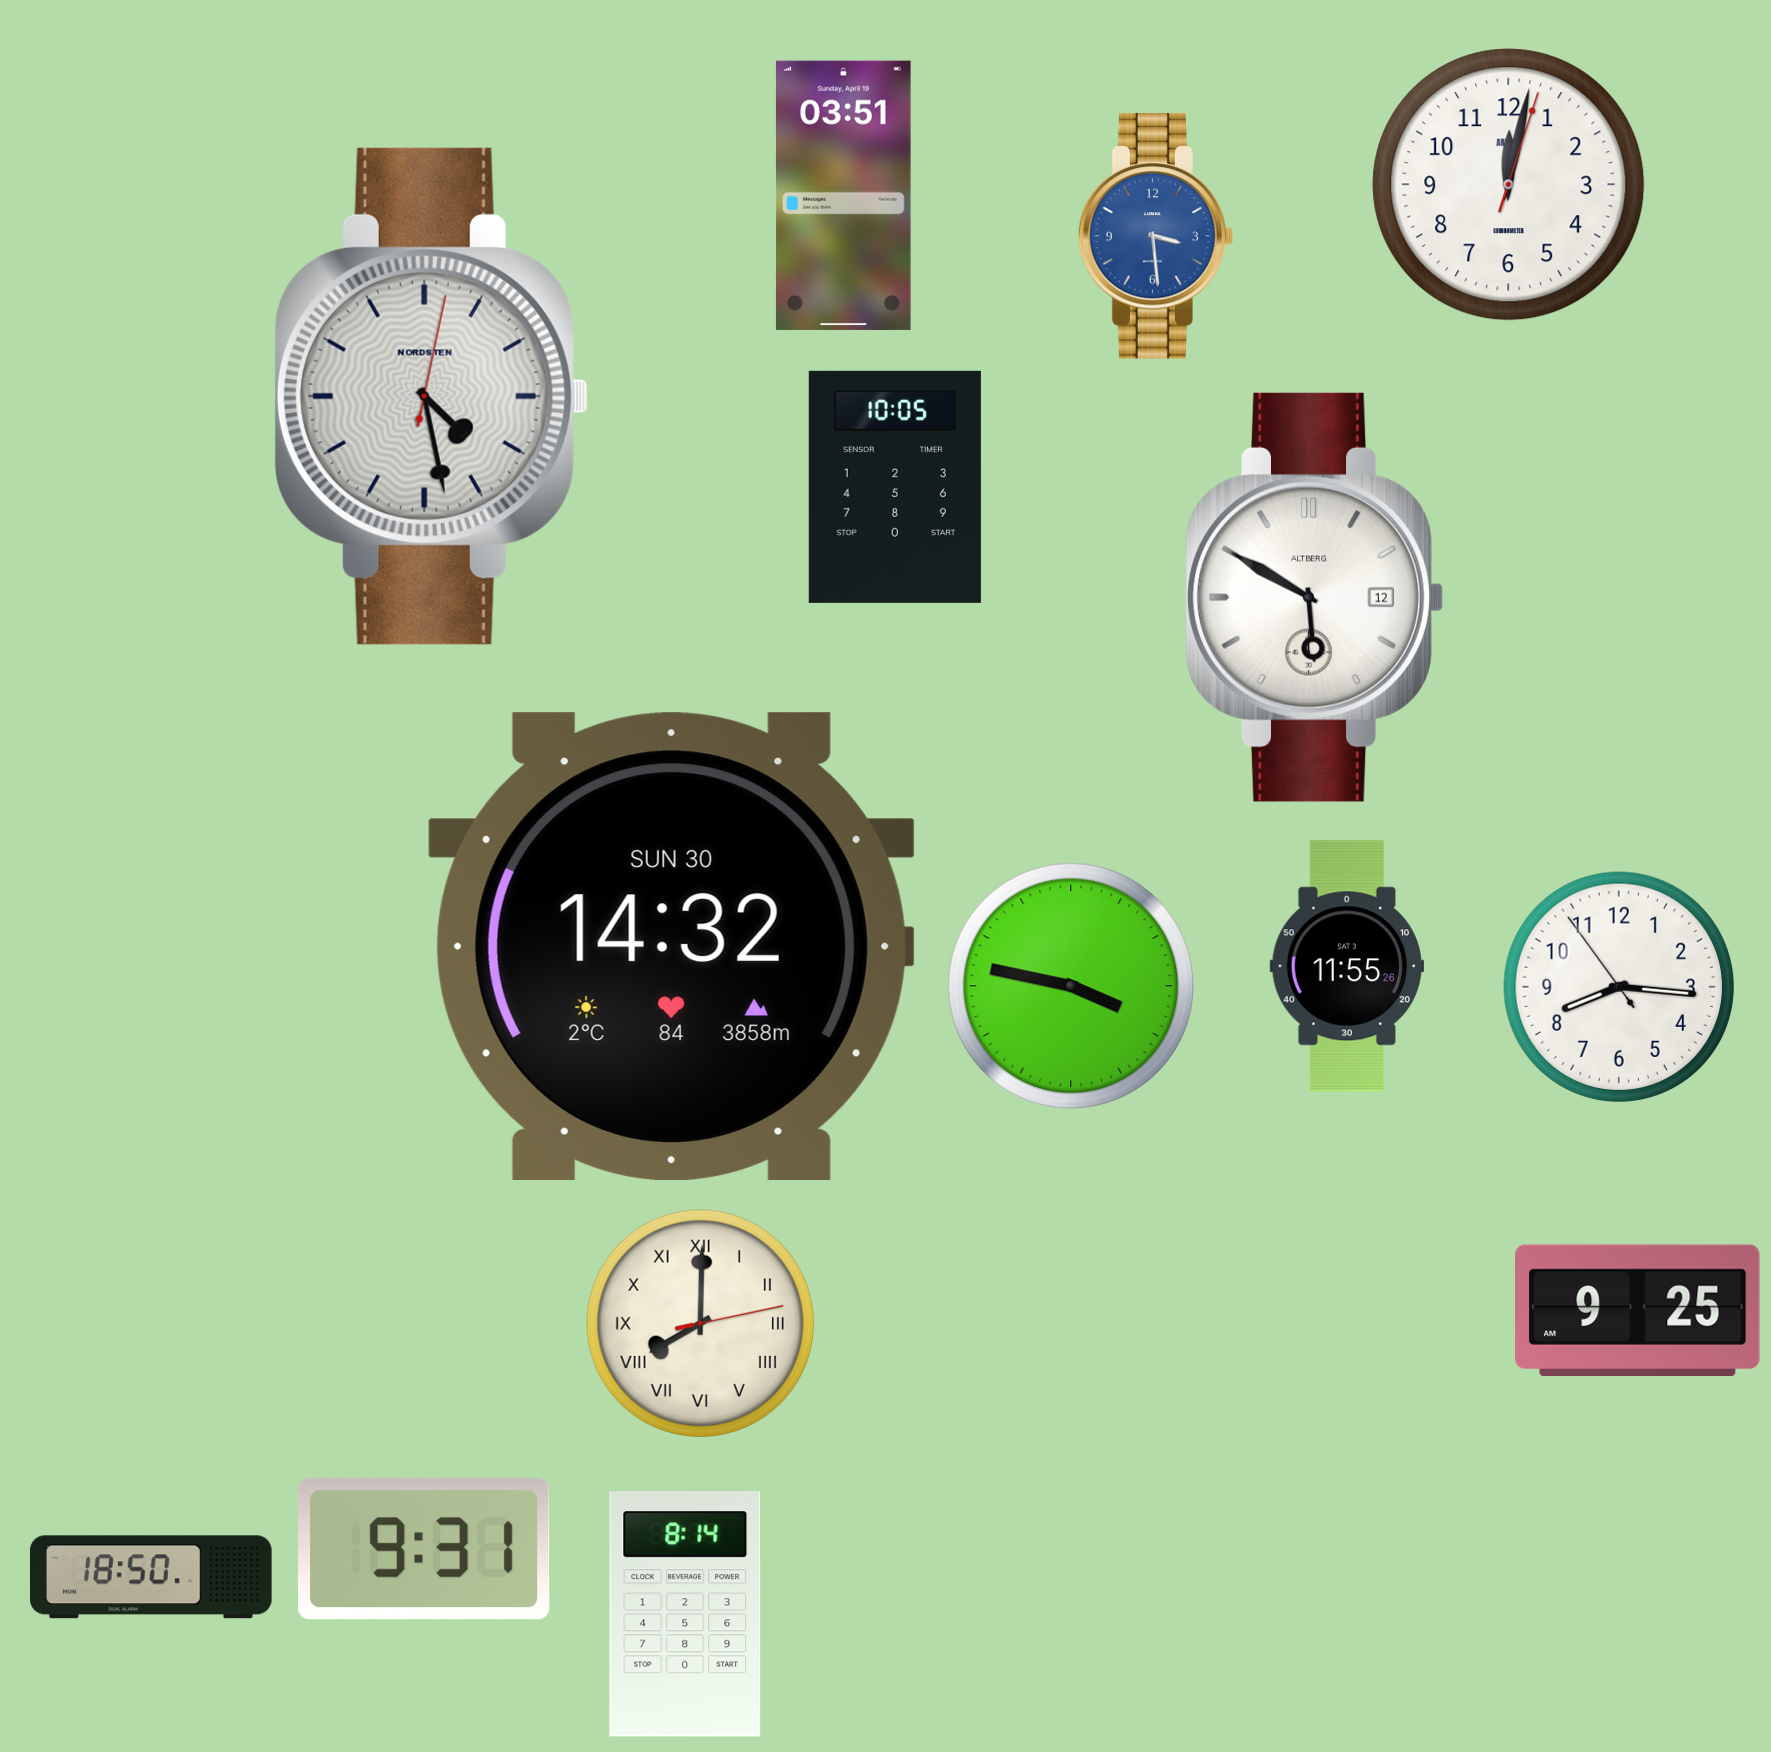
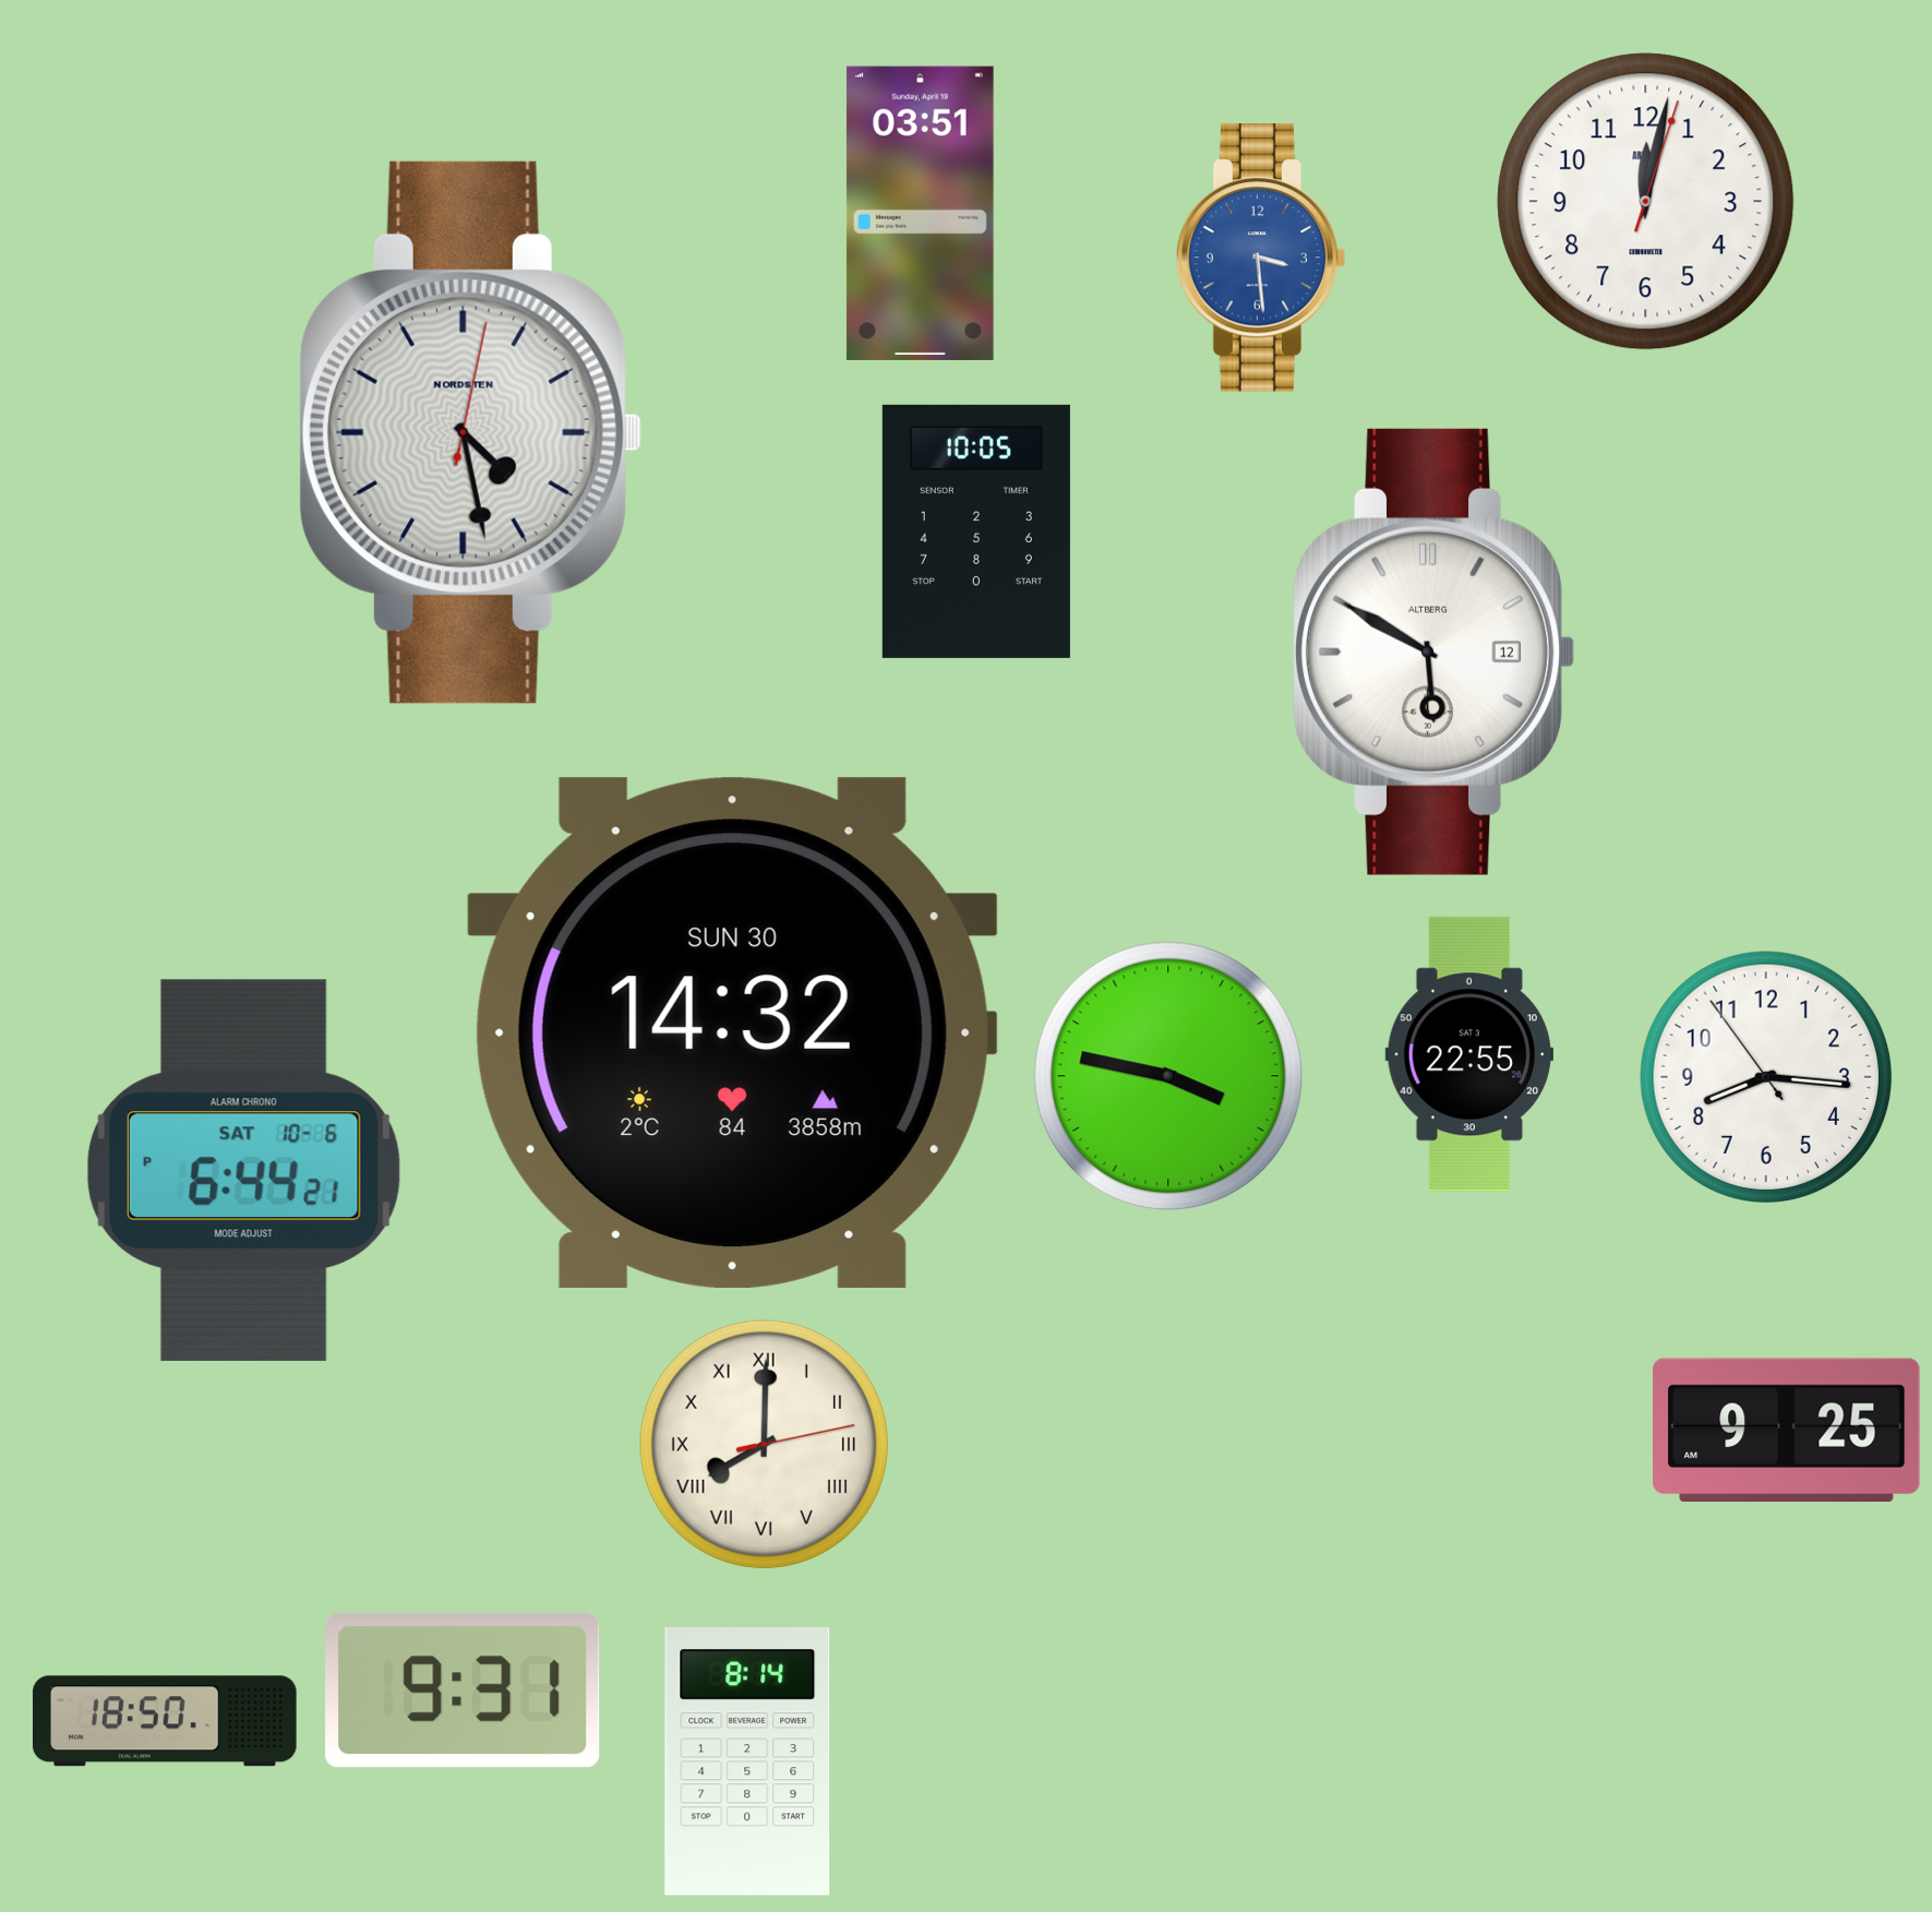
clock at (1346, 966): 11:55 -> 22:55
clock at (243, 1170): none -> 6:44
